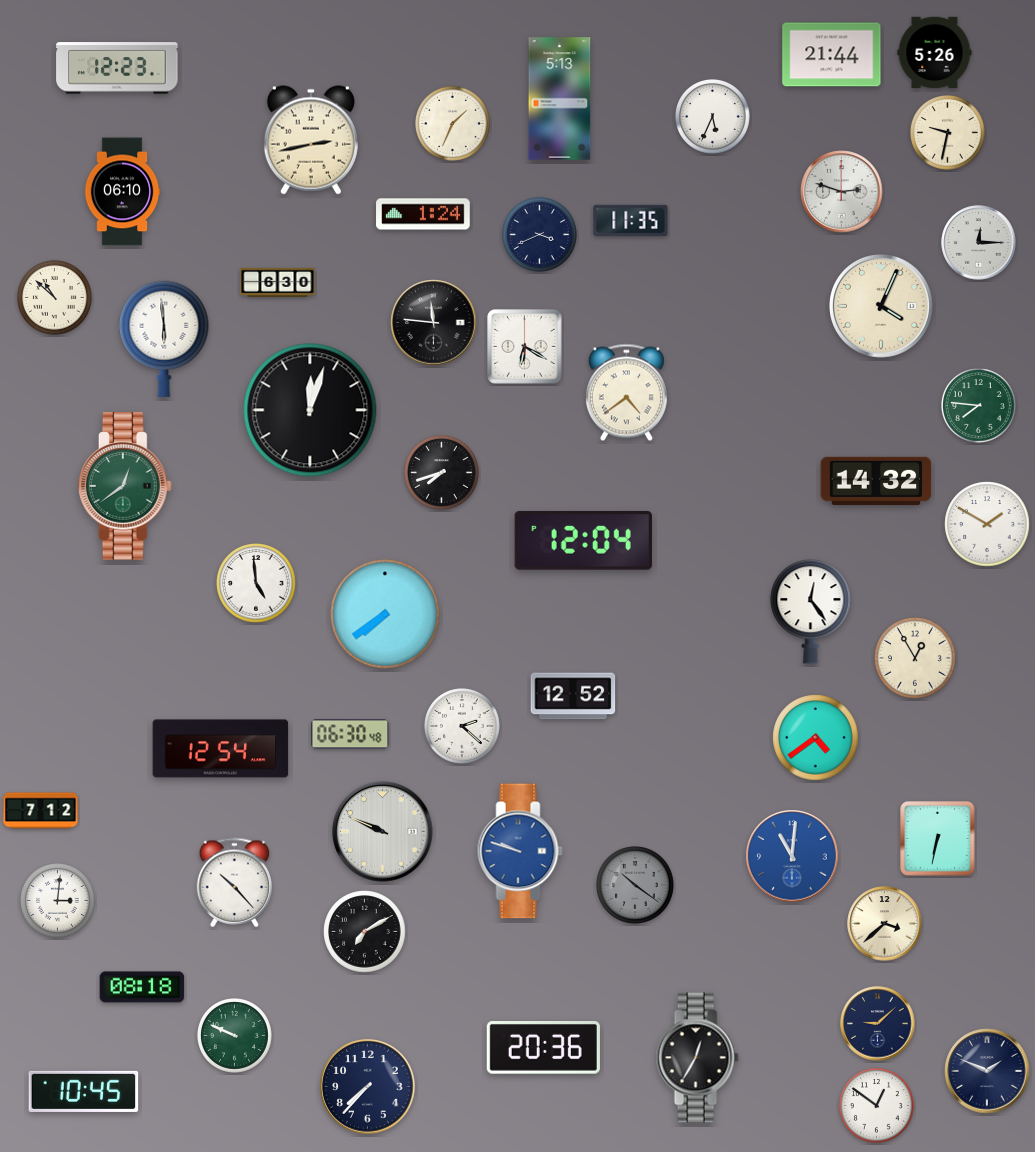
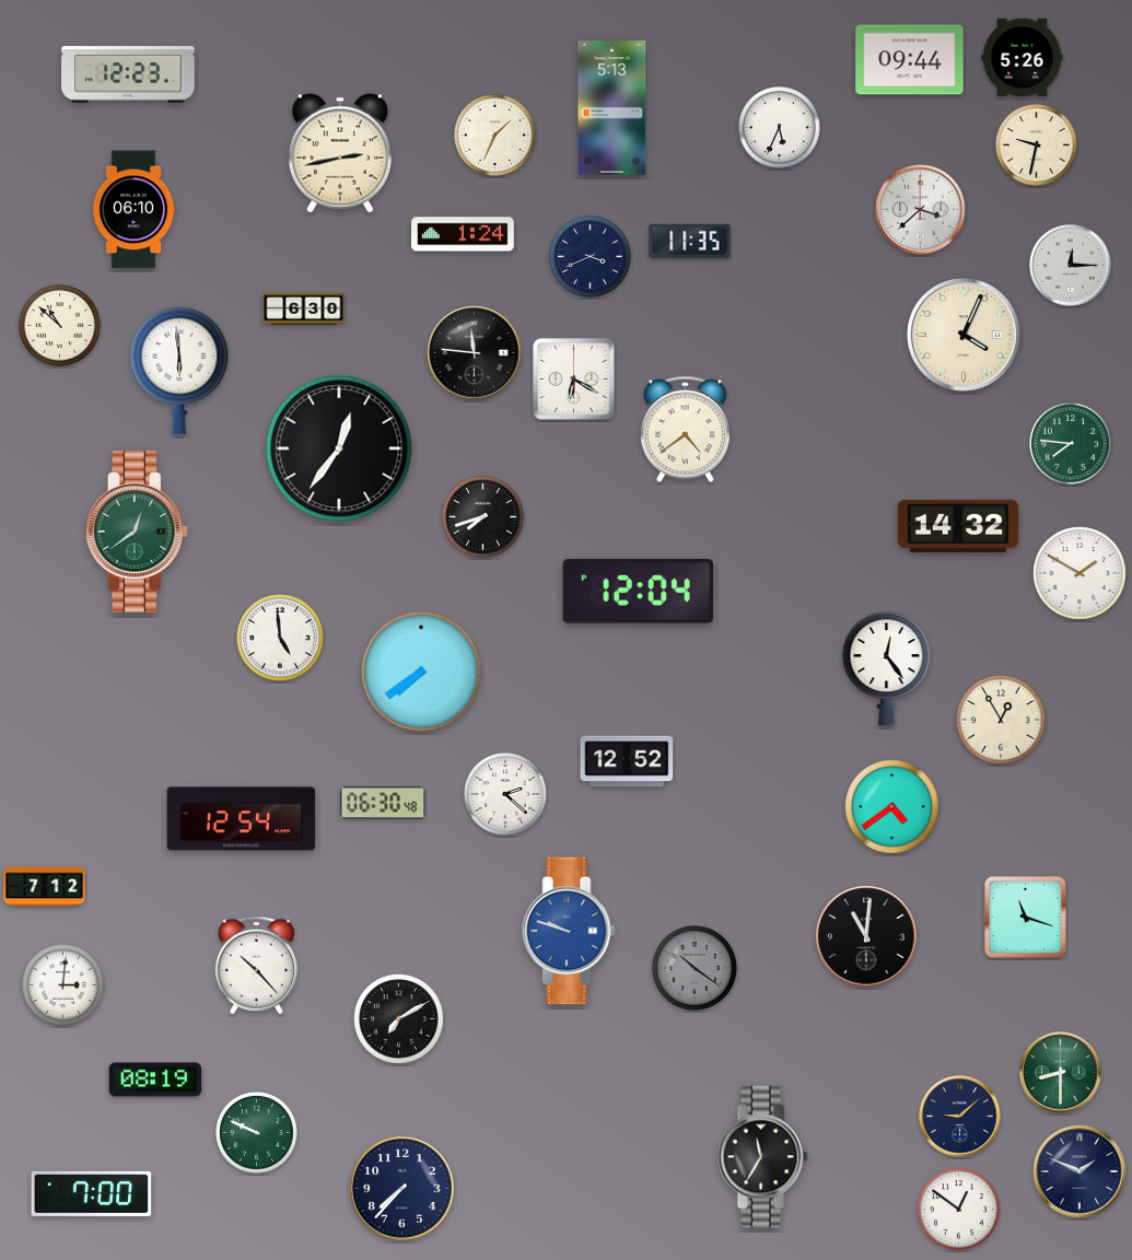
clock at (832, 55): 21:44 -> 09:44
clock at (842, 192): 2:48 -> 3:38
clock at (310, 410): 12:03 -> 12:36
clock at (383, 832): 9:49 -> none
clock at (938, 839): 6:32 -> 11:18
clock at (792, 856) dial: blue -> black
clock at (885, 924): 3:38 -> none
clock at (1061, 1073): none -> 8:30
clock at (142, 987): 08:18 -> 08:19
clock at (878, 1024) position: (878, 1024) -> (960, 1117)
clock at (543, 1048): 20:36 -> none
clock at (697, 1058): 12:35 -> 11:35
clock at (84, 1091): 10:45 -> 7:00
